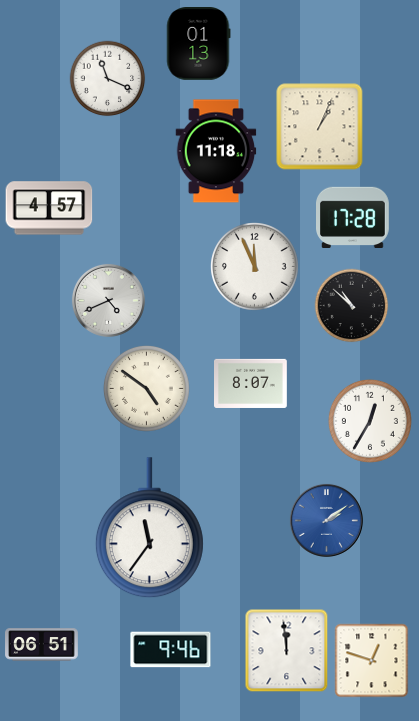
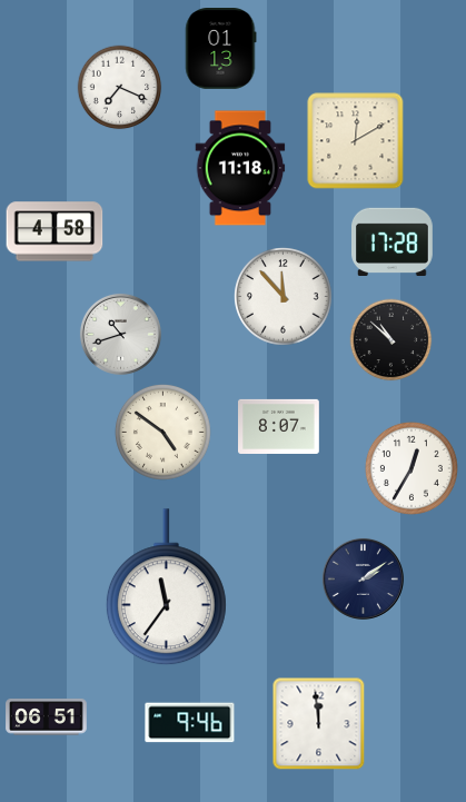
clock at (108, 79): 11:19 -> 7:19
clock at (320, 127): 1:04 -> 12:10
clock at (49, 208): 4:57 -> 4:58
clock at (255, 267): 11:56 -> 11:53
clock at (108, 300): 4:41 -> 10:42
clock at (326, 520) dial: blue -> navy
clock at (372, 661): 12:48 -> none
